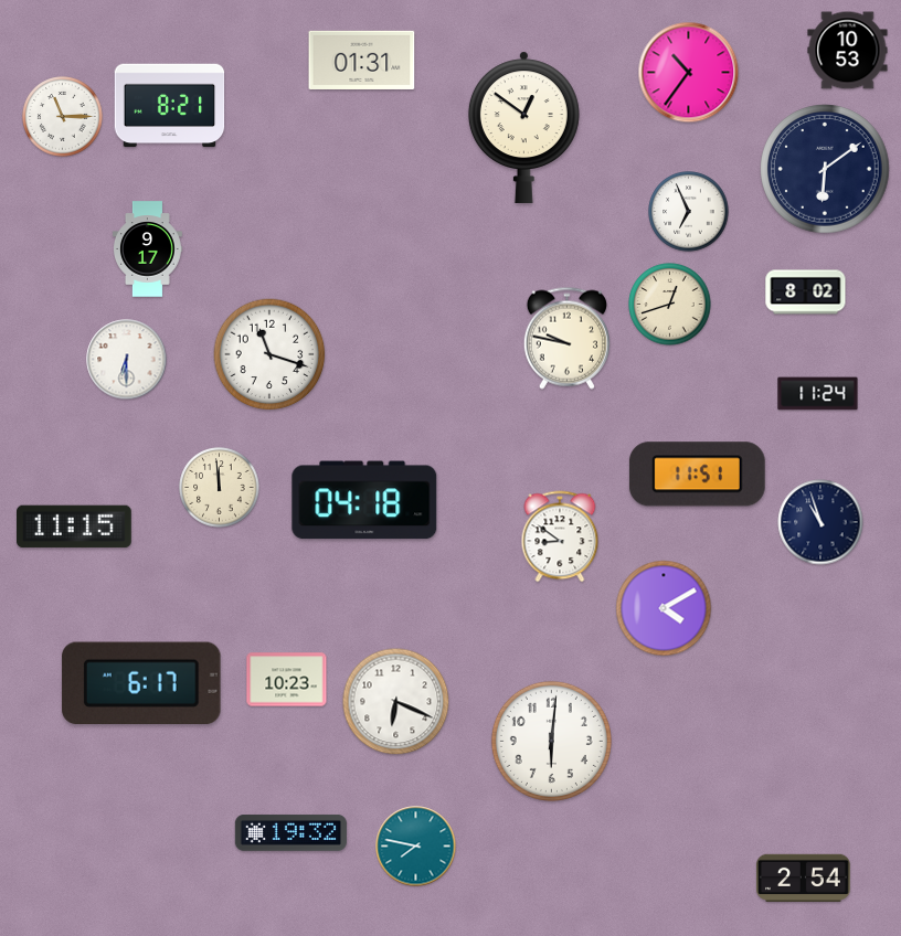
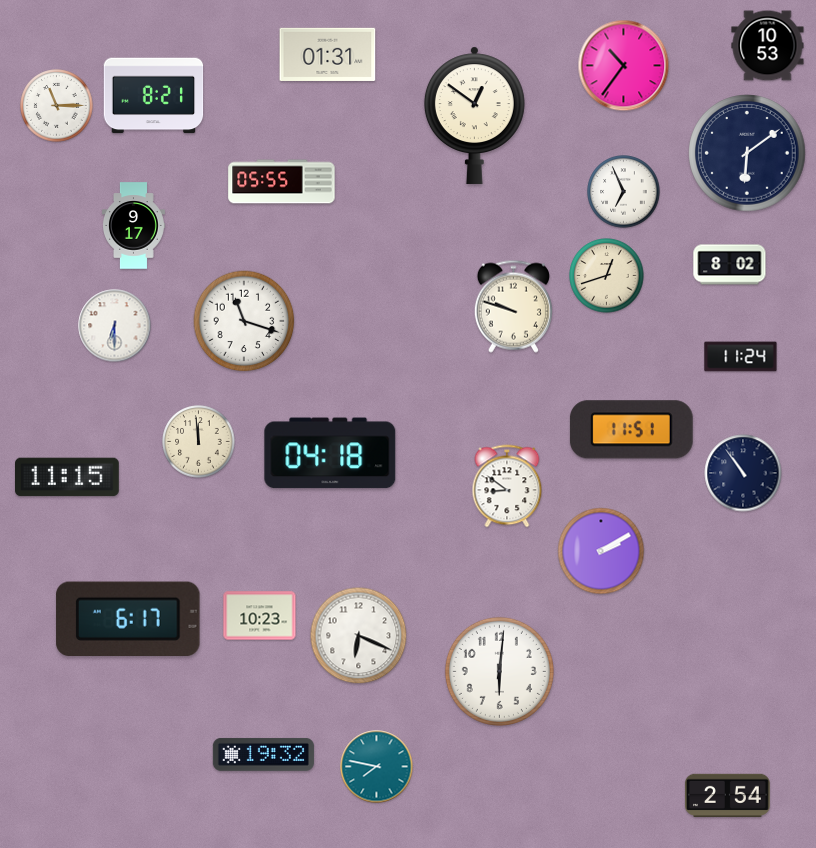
clock at (282, 182): none -> 05:55
clock at (566, 338): 9:47 -> 9:48
clock at (820, 522): 10:57 -> 10:54
clock at (664, 608): 4:10 -> 2:10
